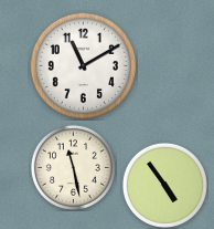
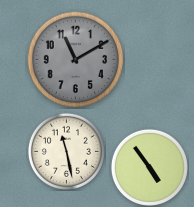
clock at (83, 65) dial: white -> grey
